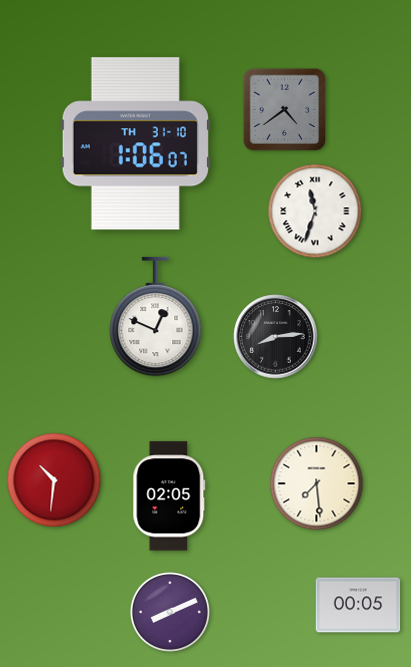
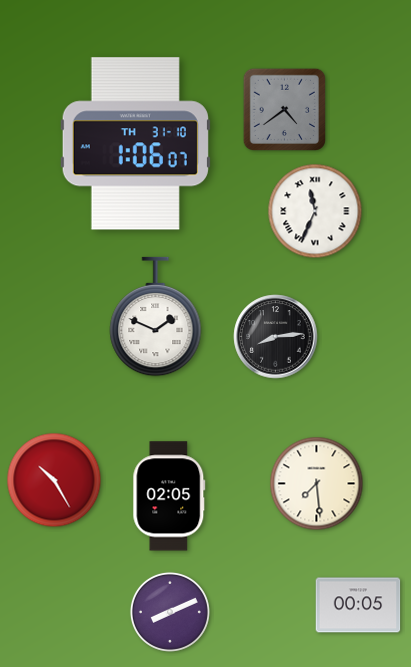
clock at (315, 211): 11:33 -> 11:34
clock at (156, 317): 12:49 -> 1:49
clock at (54, 480): 10:31 -> 10:25
